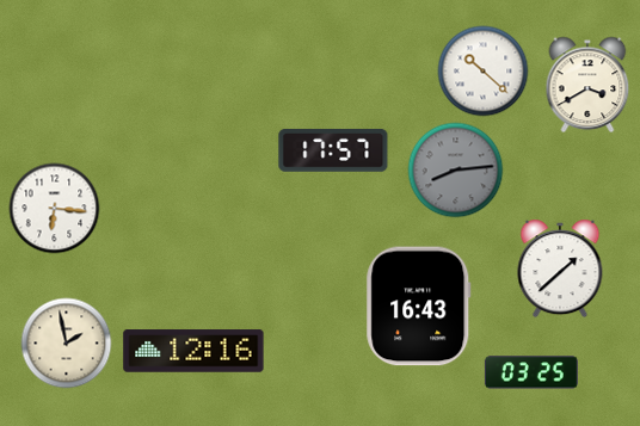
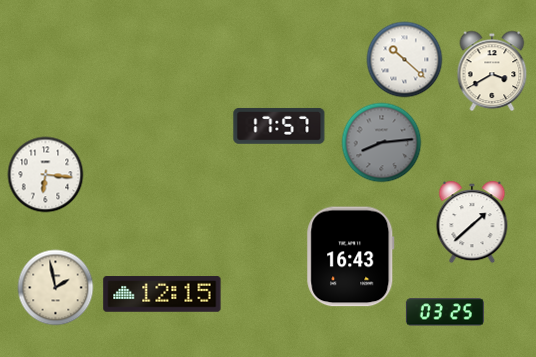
clock at (560, 268) position: (560, 268) -> (472, 222)
clock at (193, 351): 12:16 -> 12:15
